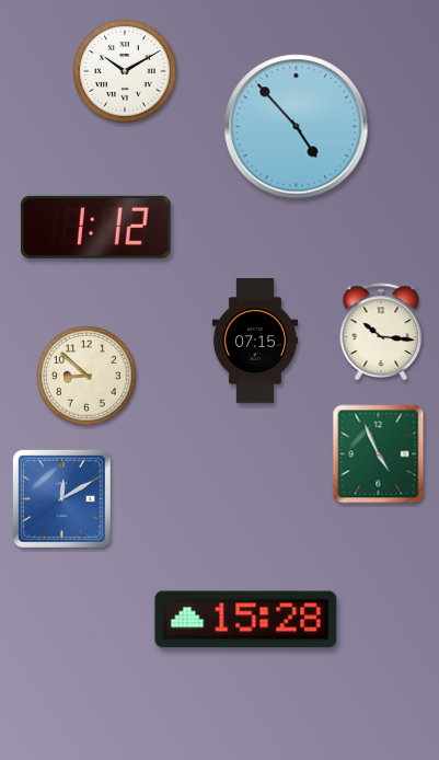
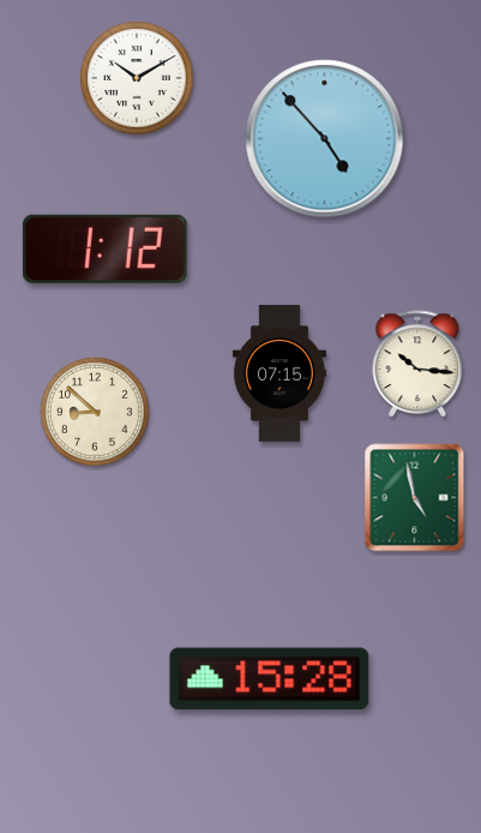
clock at (379, 454): 4:56 -> 4:58
clock at (61, 498): 12:10 -> none
